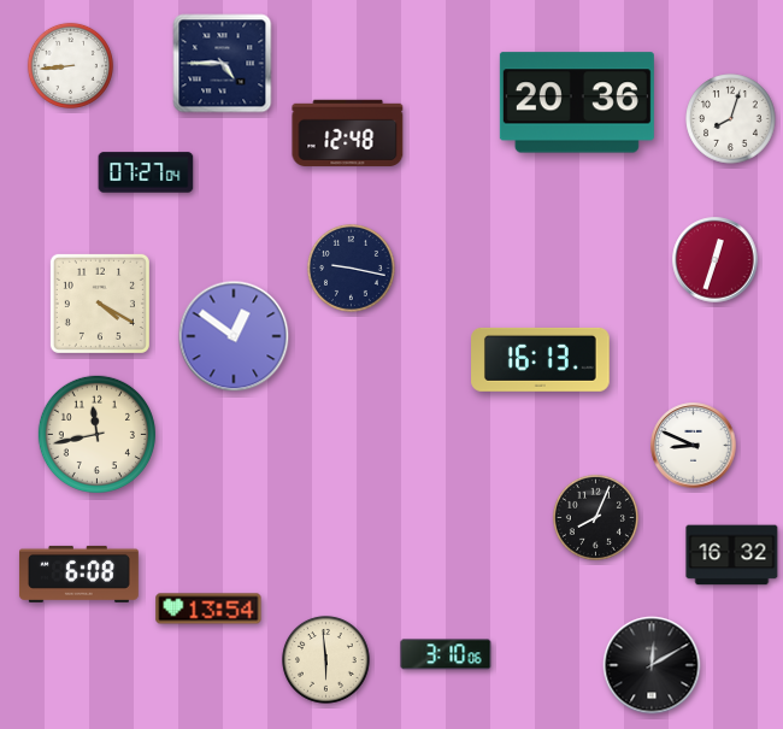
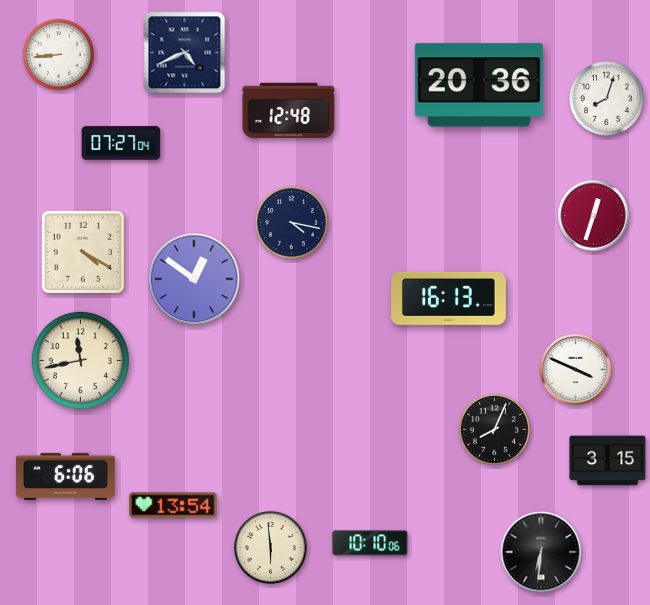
clock at (223, 64): 4:45 -> 4:41
clock at (351, 268): 9:17 -> 4:17
clock at (694, 446): 8:49 -> 3:49
clock at (732, 555): 16:32 -> 3:15
clock at (78, 574): 6:08 -> 6:06
clock at (446, 654): 3:10 -> 10:10
clock at (652, 665): 12:10 -> 6:31
